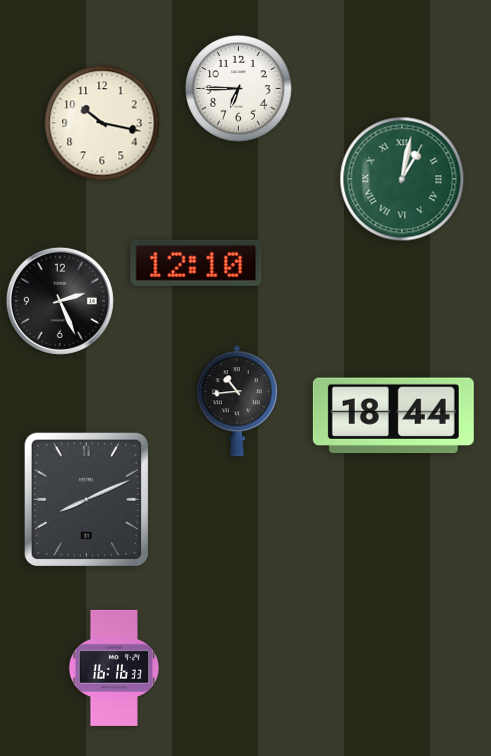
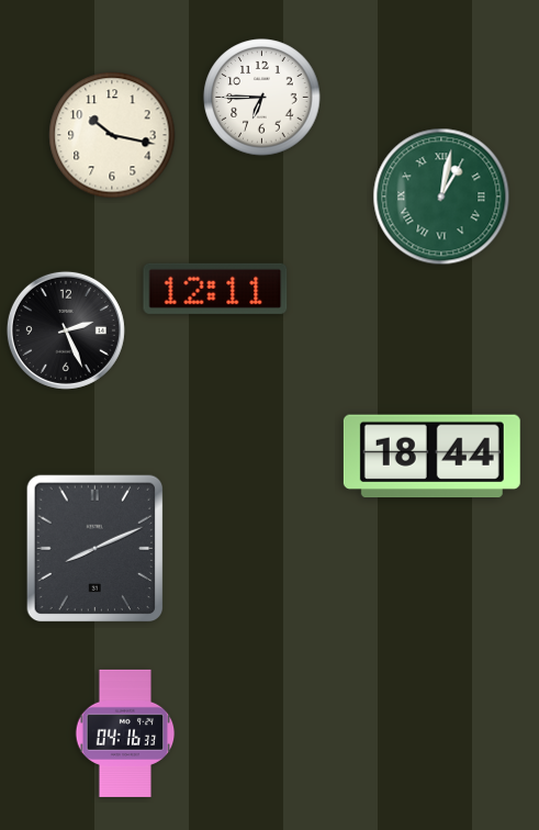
clock at (196, 263): 12:10 -> 12:11
clock at (237, 401): 10:44 -> none
clock at (114, 668): 16:16 -> 04:16
